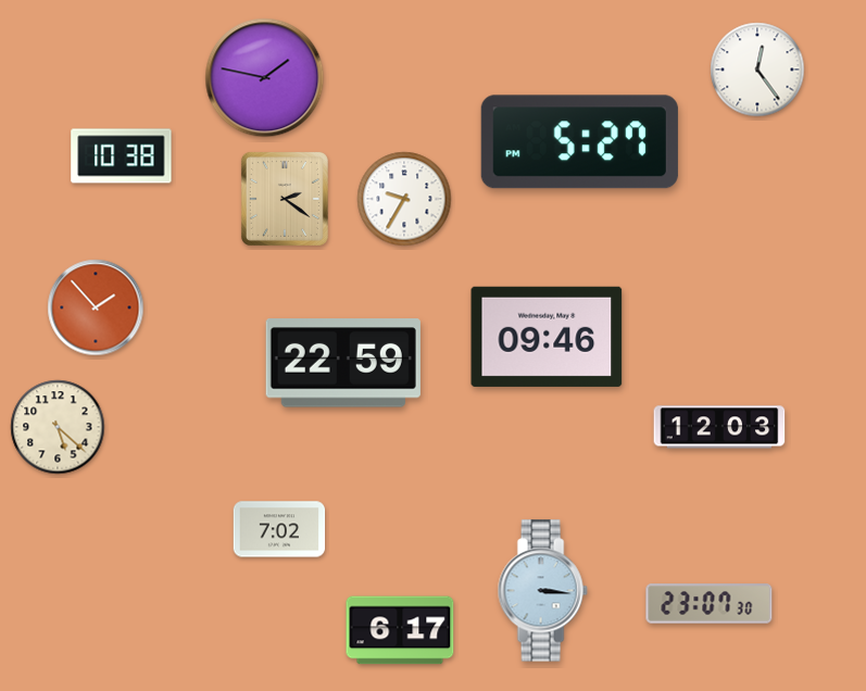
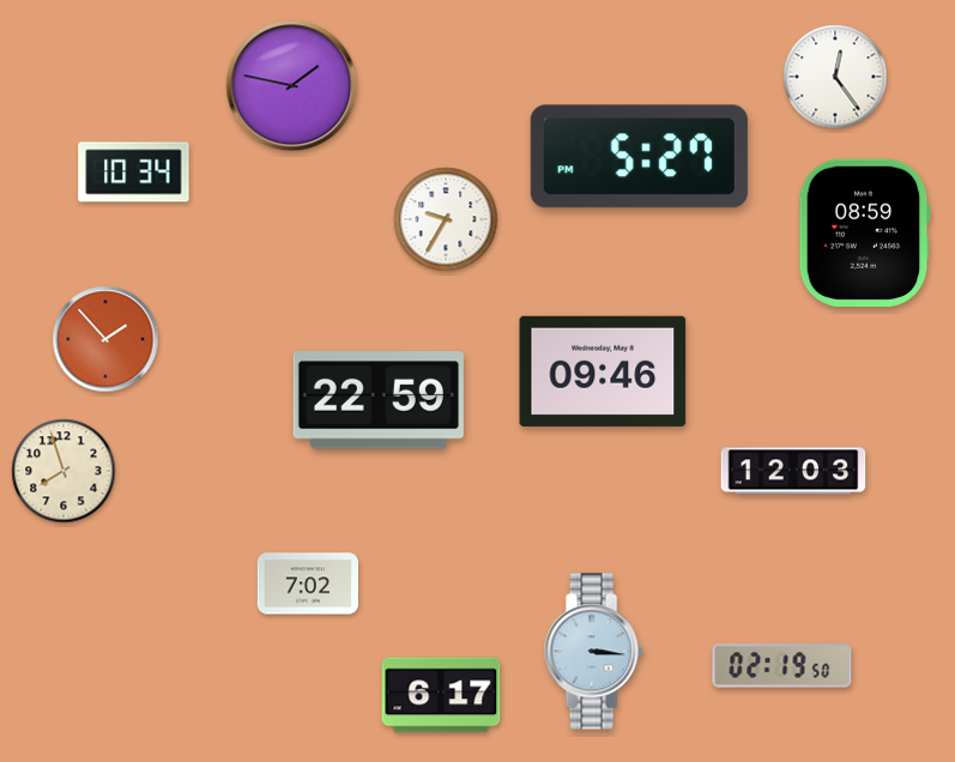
clock at (122, 156): 10:38 -> 10:34
clock at (285, 199): 2:21 -> none
clock at (864, 232): none -> 08:59
clock at (58, 427): 5:22 -> 7:57
clock at (542, 591) position: (542, 591) -> (593, 652)
clock at (710, 604): 23:07 -> 02:19
